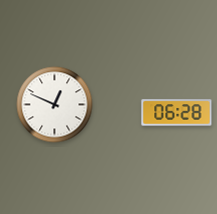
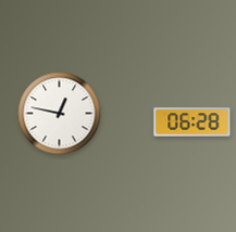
clock at (55, 105): 12:49 -> 12:47
